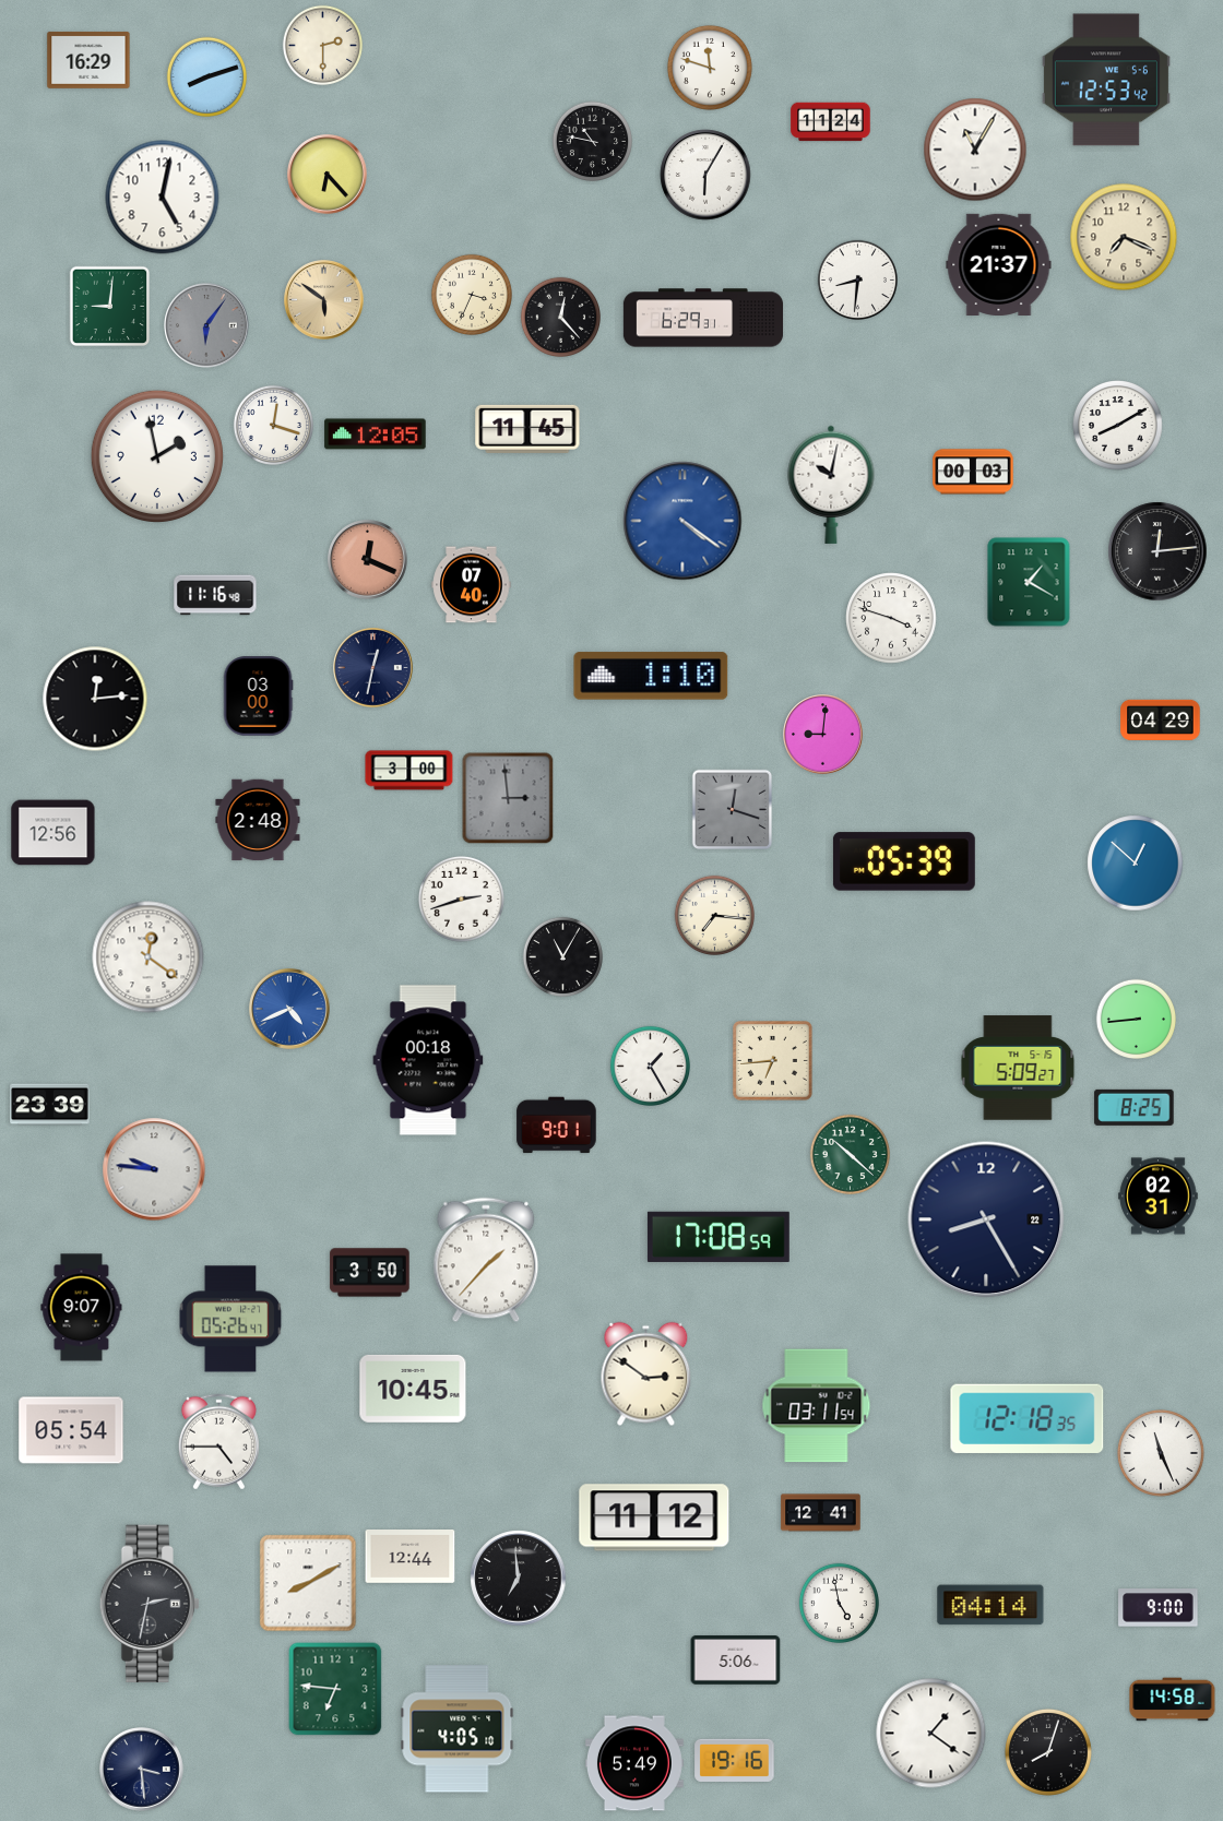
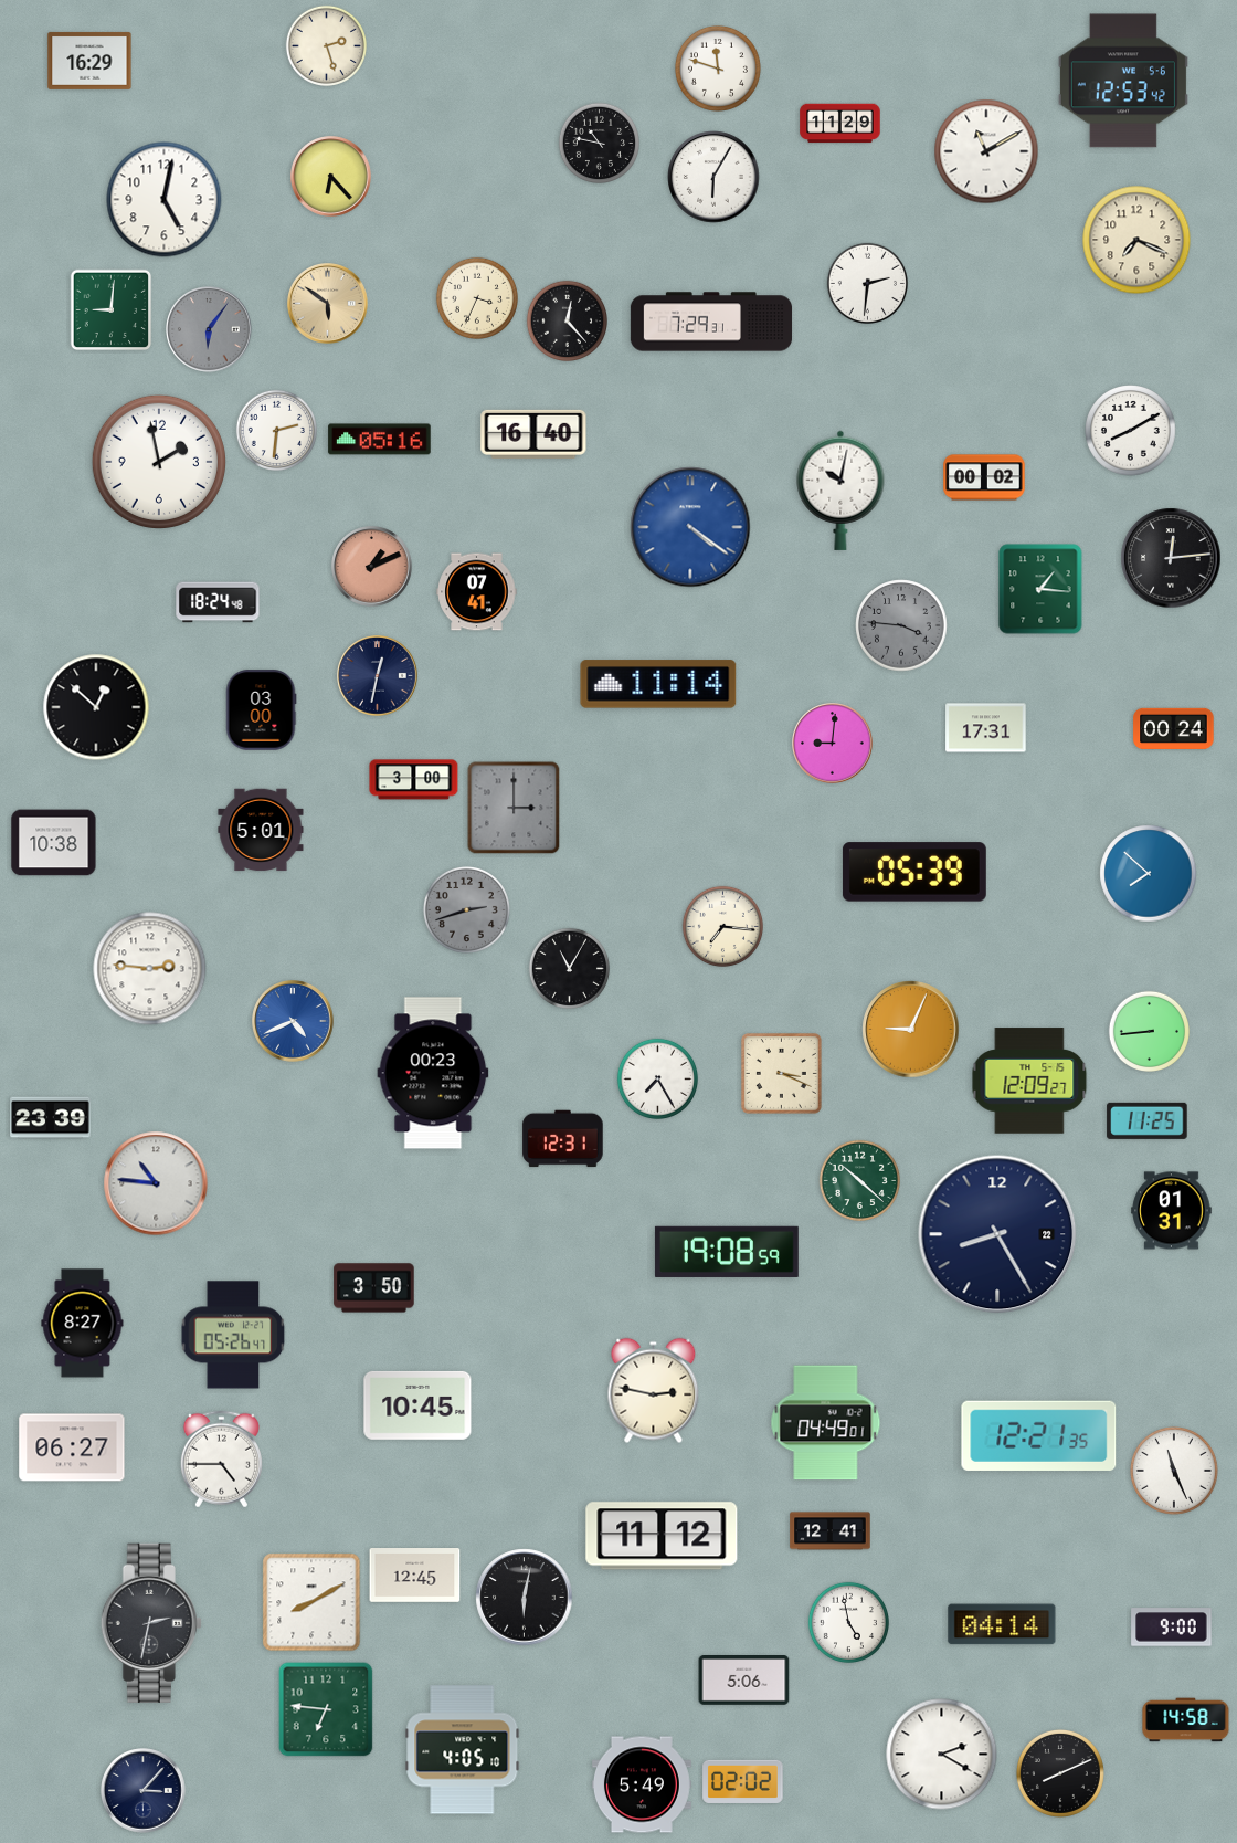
clock at (322, 45): 2:30 -> 2:27
clock at (206, 76): 8:12 -> none
clock at (1106, 80) position: (1106, 80) -> (1123, 81)
clock at (831, 122): 11:24 -> 11:29
clock at (975, 150): 11:05 -> 11:10
clock at (999, 264): 21:37 -> none
clock at (857, 279): 8:31 -> 2:31
clock at (703, 318): 6:29 -> 7:29
clock at (273, 425): 12:18 -> 2:31
clock at (527, 429): 11:45 -> 16:40
clock at (376, 435): 12:05 -> 05:16
clock at (973, 472): 00:03 -> 00:02
clock at (368, 560): 12:19 -> 1:11
clock at (1029, 582): 1:20 -> 1:16
clock at (472, 585): 07:40 -> 07:41
clock at (215, 595): 11:16 -> 18:24
clock at (891, 618): 3:48 -> 3:46
clock at (891, 618) dial: white -> grey
clock at (651, 676): 1:10 -> 11:14
clock at (258, 697) position: (258, 697) -> (261, 710)
clock at (95, 699): 12:14 -> 12:52
clock at (986, 728): none -> 17:31
clock at (1161, 719): 04:29 -> 00:24
clock at (508, 798): 2:59 -> 3:00
clock at (733, 810): 12:18 -> none
clock at (258, 820): 2:48 -> 5:01
clock at (54, 833): 12:56 -> 10:38
clock at (1136, 864): 12:52 -> 7:52
clock at (461, 898) dial: white -> grey
clock at (149, 957): 12:21 -> 2:46
clock at (911, 1030): none -> 9:04
clock at (428, 1060): 00:18 -> 00:23
clock at (772, 1060): 6:44 -> 3:19
clock at (650, 1066): 1:25 -> 7:25
clock at (1018, 1068): 5:09 -> 12:09
clock at (1135, 1107): 8:25 -> 11:25
clock at (557, 1126): 9:01 -> 12:31
clock at (850, 1154) position: (850, 1154) -> (859, 1180)
clock at (154, 1169): 9:46 -> 10:46
clock at (1159, 1197): 02:31 -> 01:31
clock at (719, 1237): 17:08 -> 19:08
clock at (486, 1260): 1:37 -> none
clock at (82, 1308): 9:07 -> 8:27
clock at (646, 1374): 2:51 -> 2:47
clock at (817, 1406): 03:11 -> 04:49
clock at (1028, 1418): 12:18 -> 12:21
clock at (71, 1430): 05:54 -> 06:27
clock at (411, 1557): 12:44 -> 12:45
clock at (519, 1579): 6:59 -> 6:02
clock at (335, 1689) position: (335, 1689) -> (326, 1709)
clock at (931, 1734): 1:21 -> 2:20
clock at (1048, 1752): 8:03 -> 8:11
clock at (735, 1760): 19:16 -> 02:02
clock at (142, 1770): 3:29 -> 3:07
